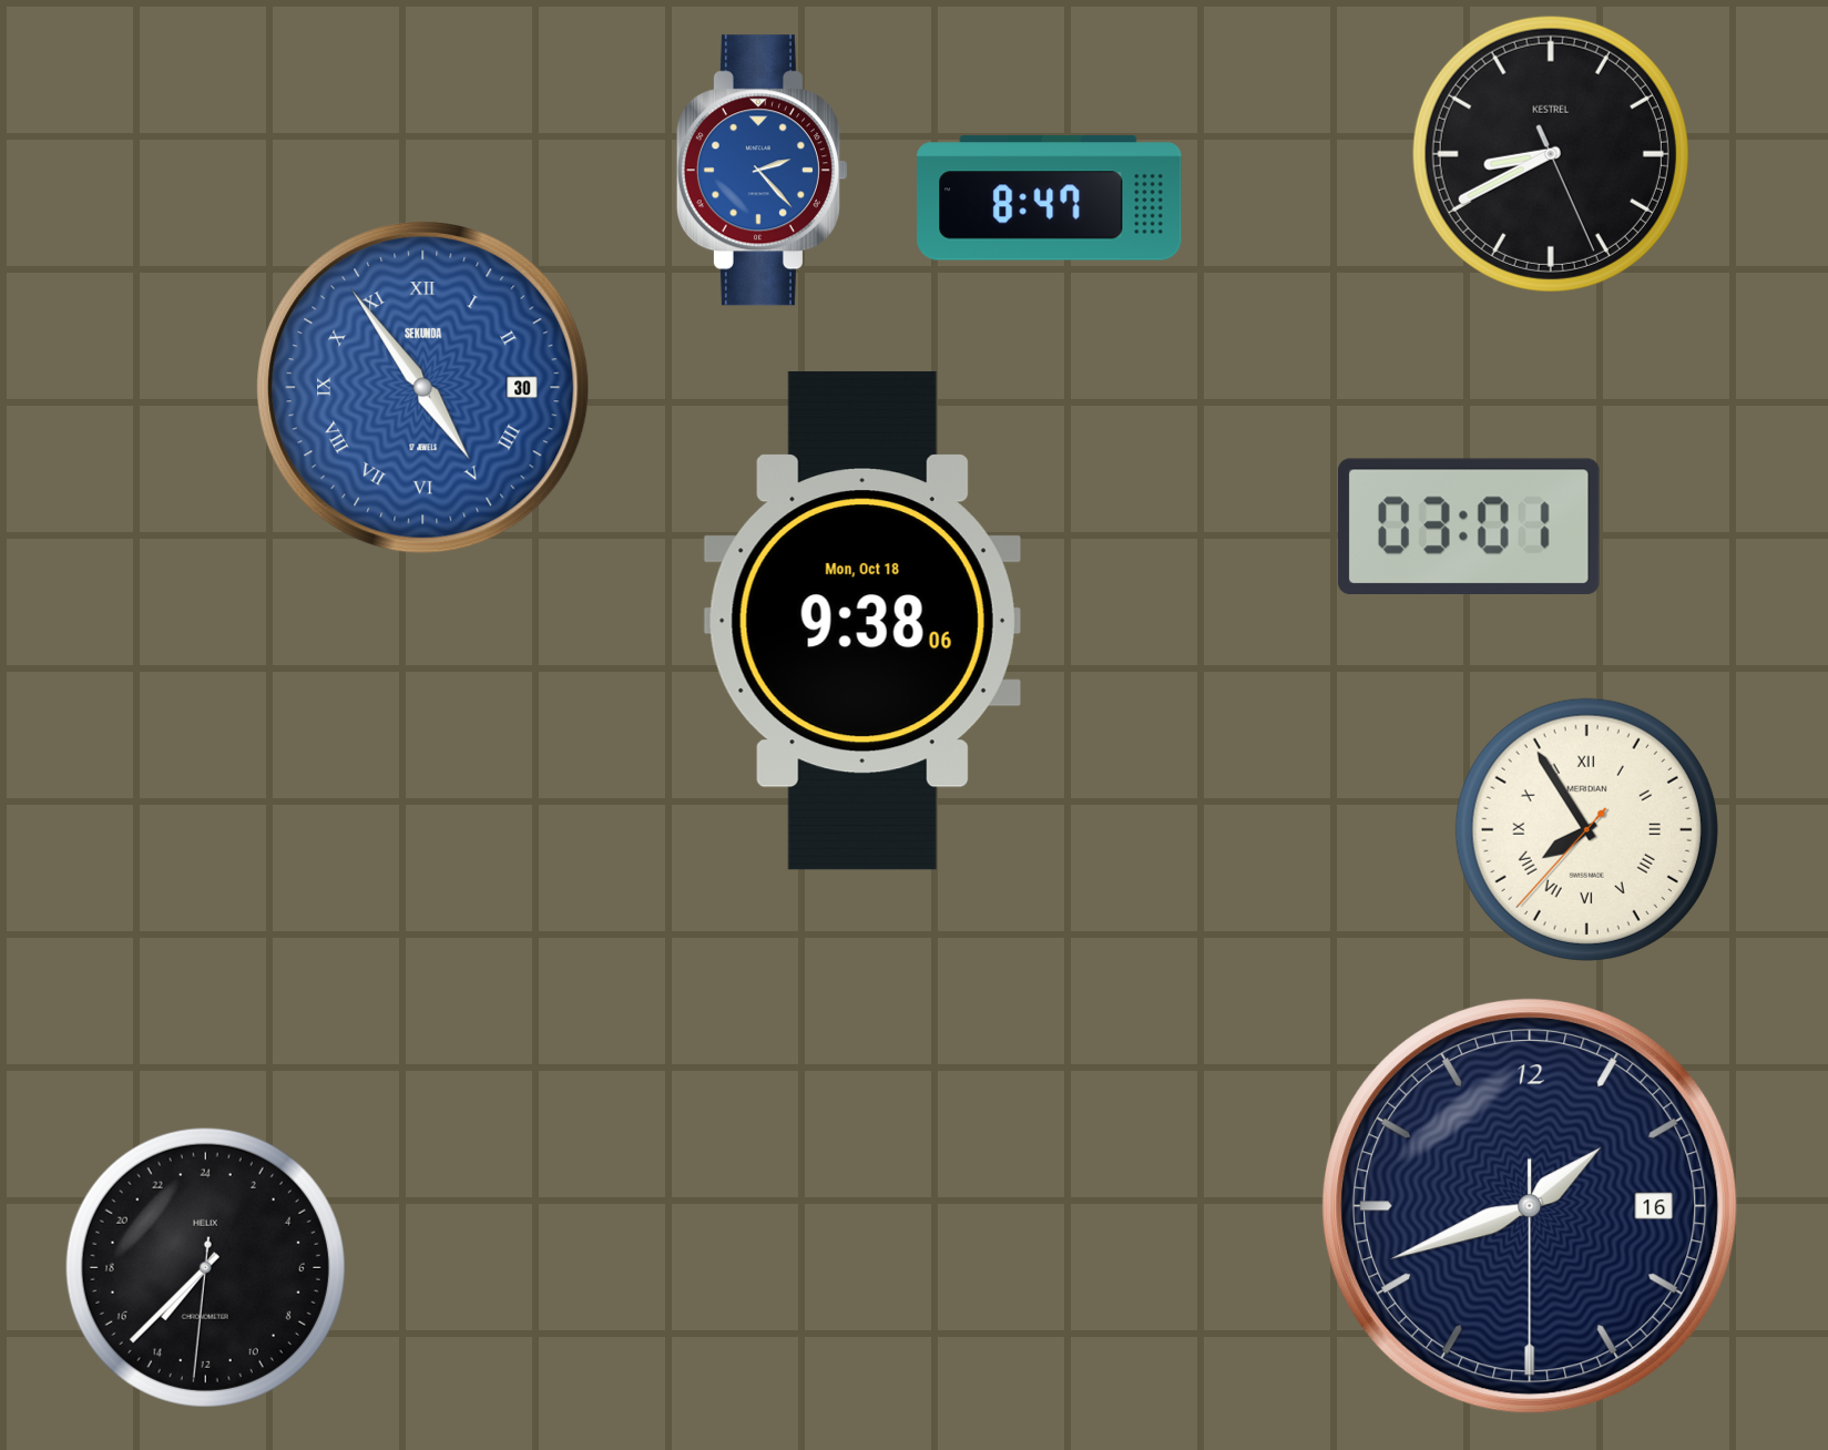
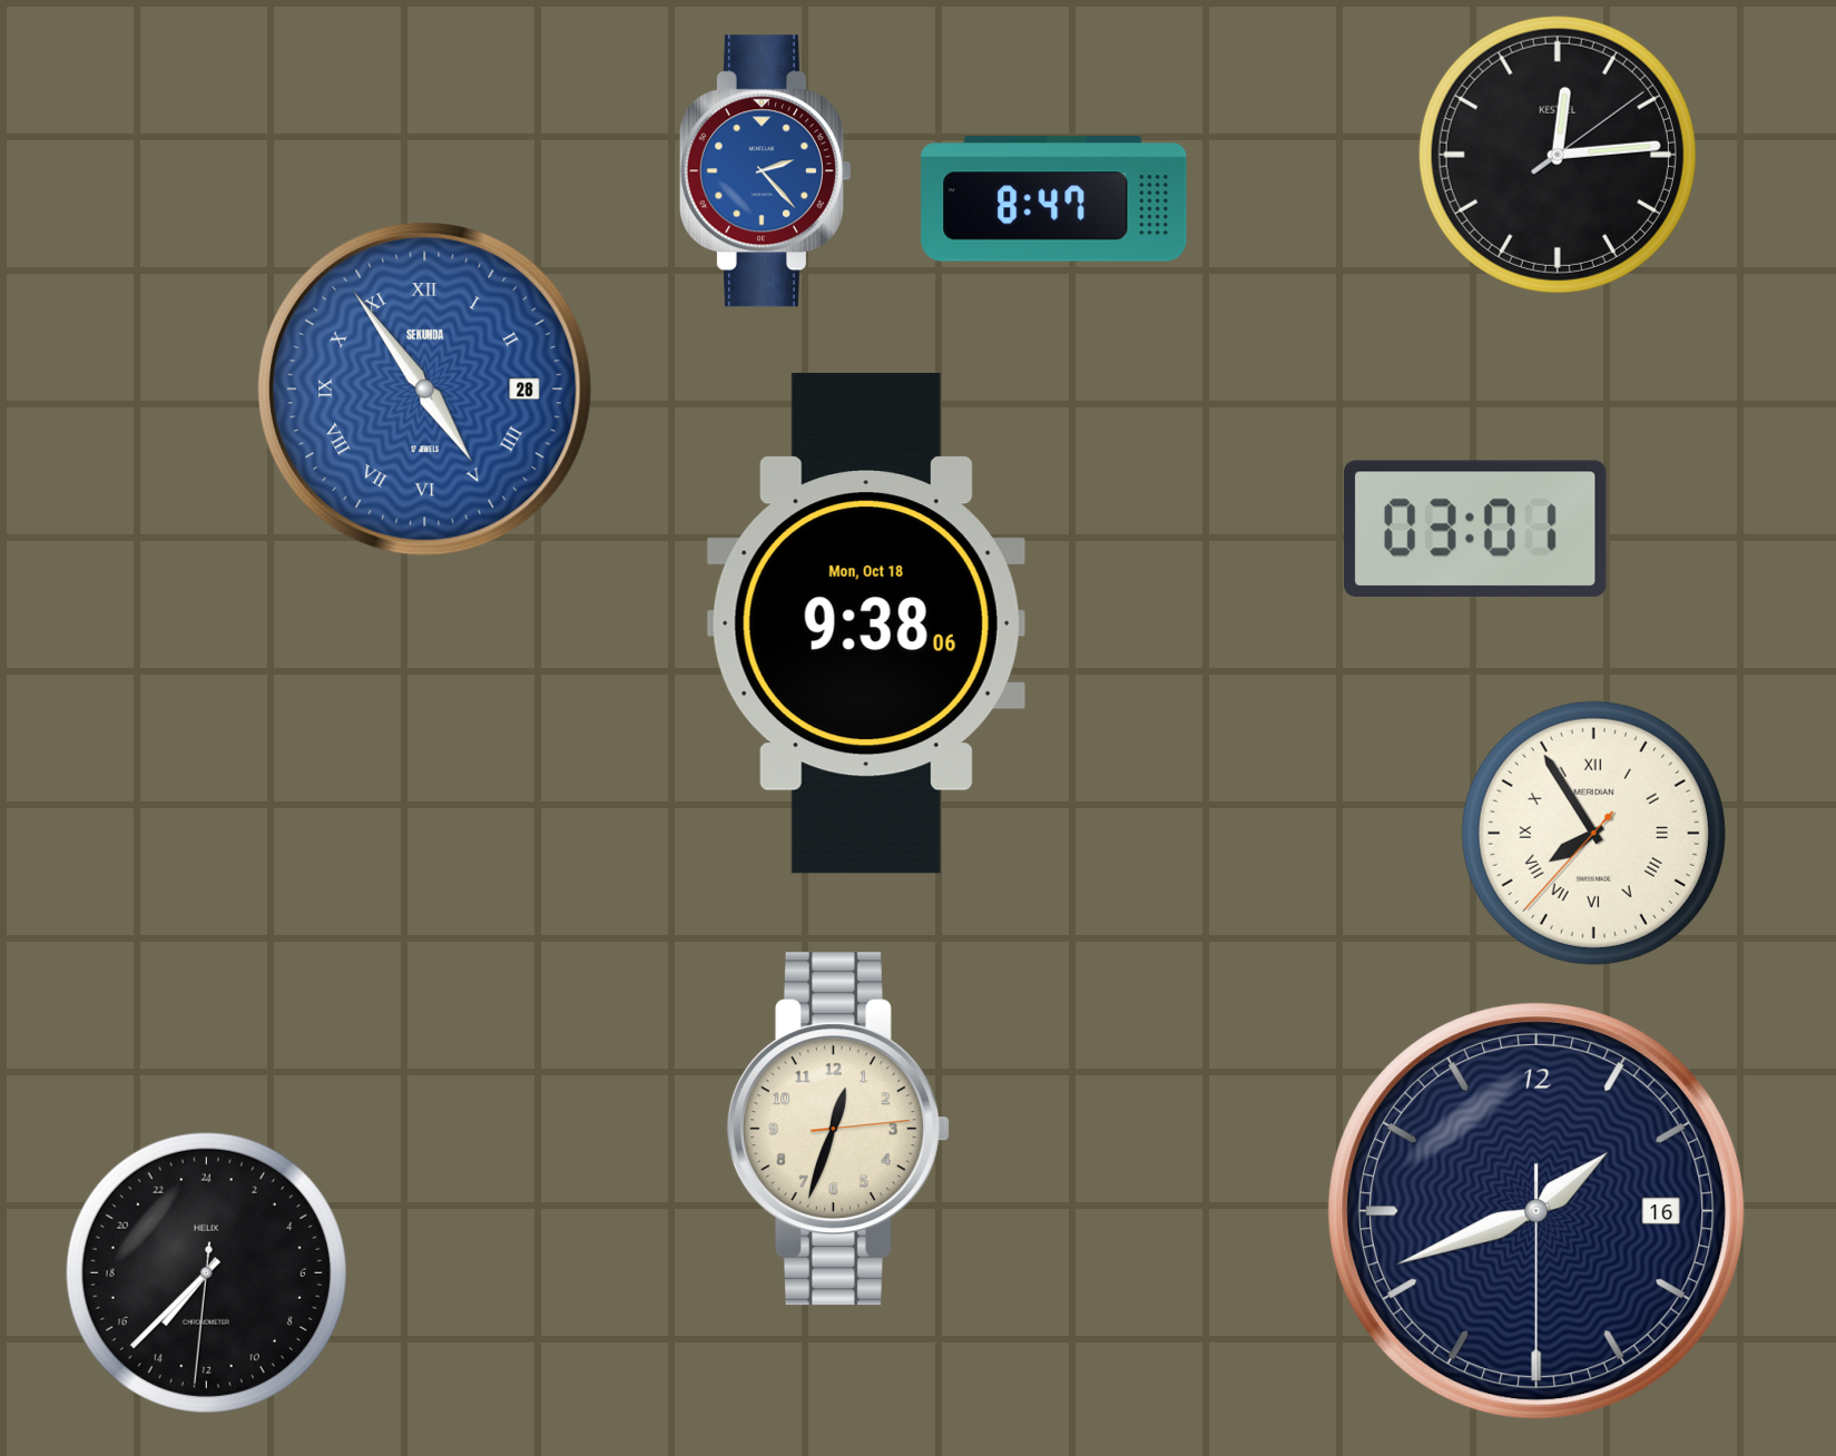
clock at (1551, 154): 8:40 -> 12:14
clock at (423, 388) date: 30 -> 28
clock at (838, 1129): none -> 12:33
